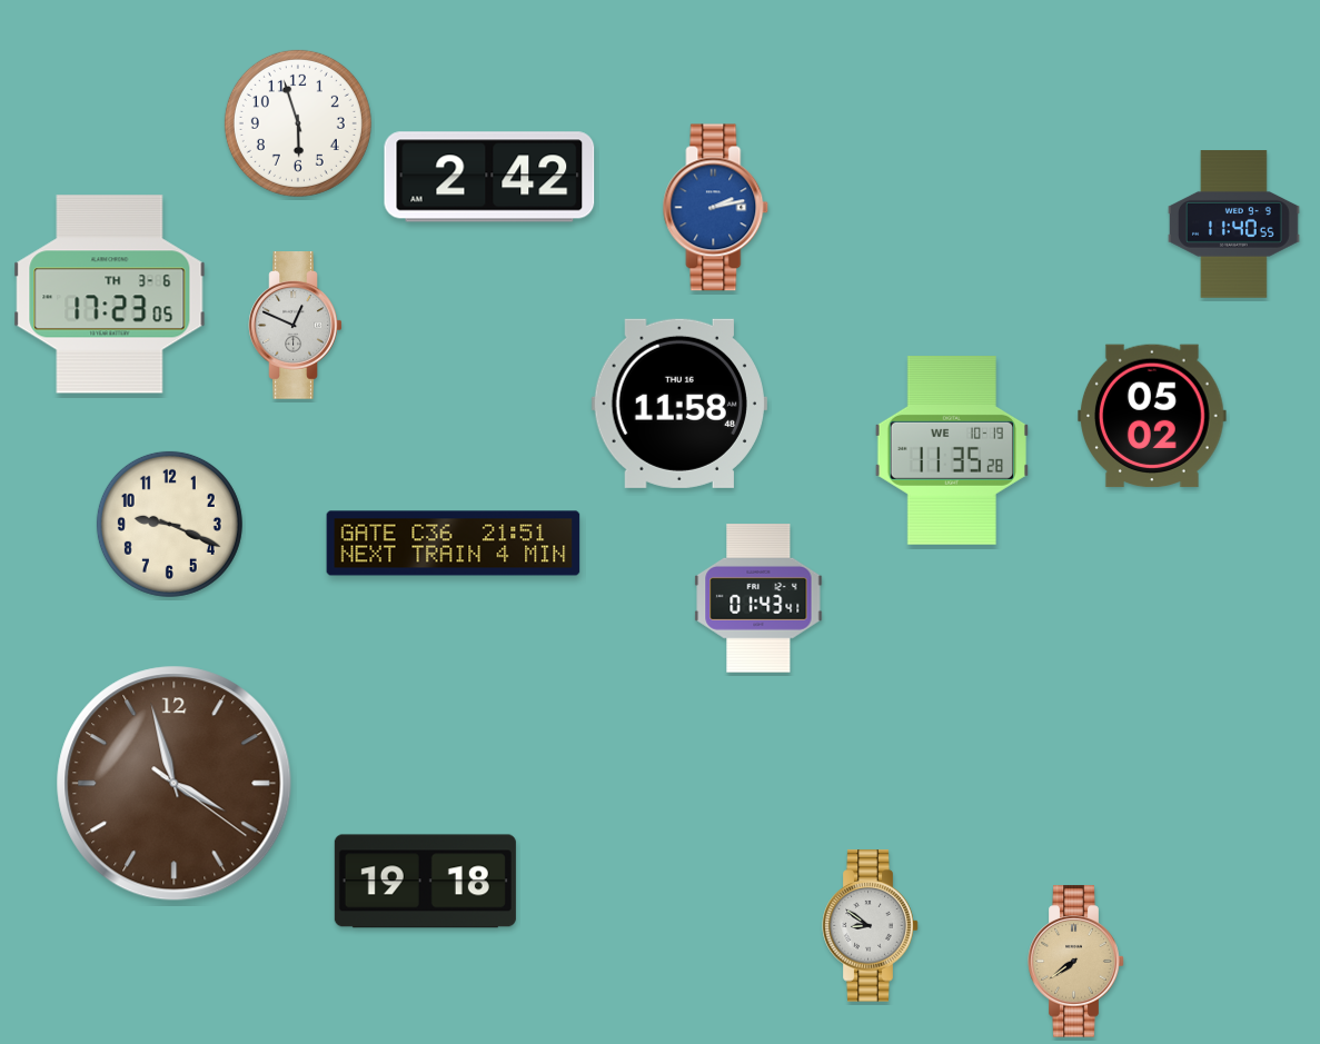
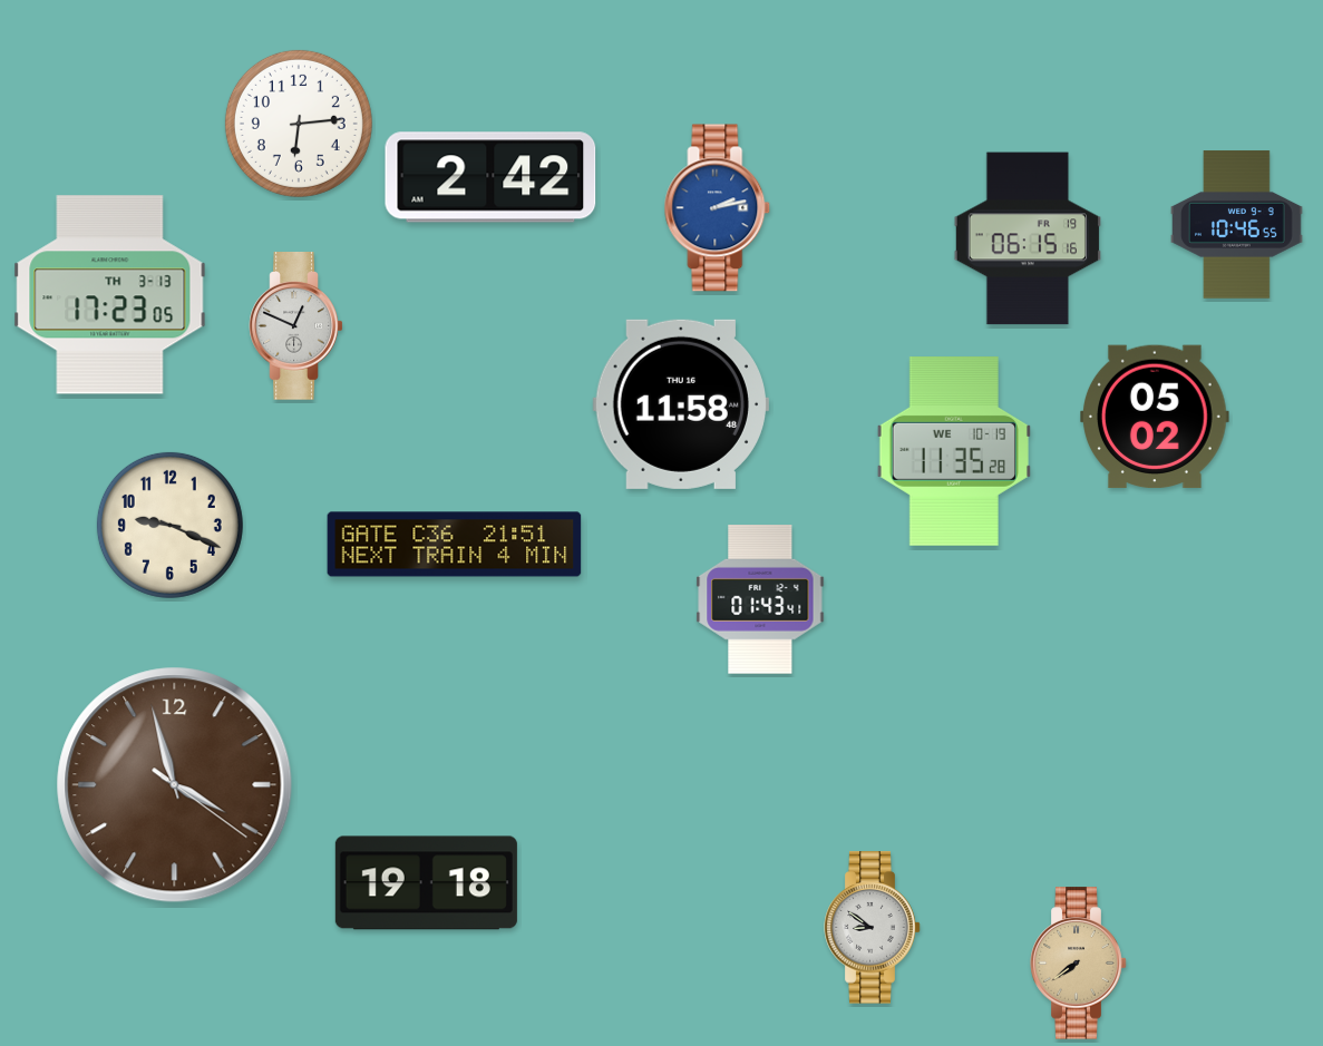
clock at (298, 123): 5:57 -> 6:14
clock at (1234, 225): 11:40 -> 10:46
clock at (1027, 238): none -> 06:15
clock at (110, 295) date: TH 3-6 -> TH 3-13
